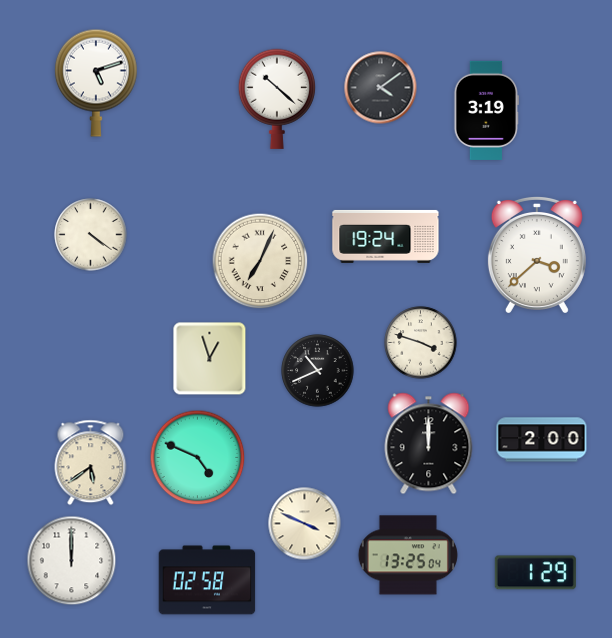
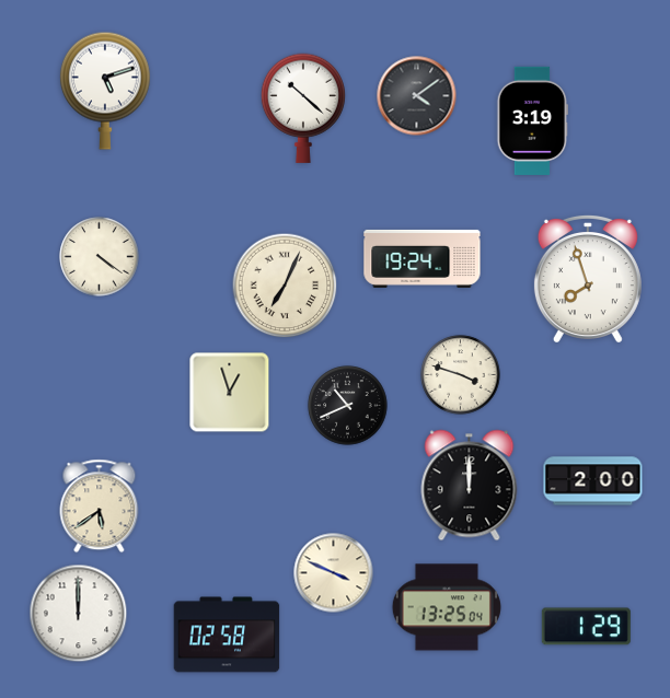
clock at (537, 254): 3:38 -> 7:57
clock at (198, 458): 4:49 -> none
